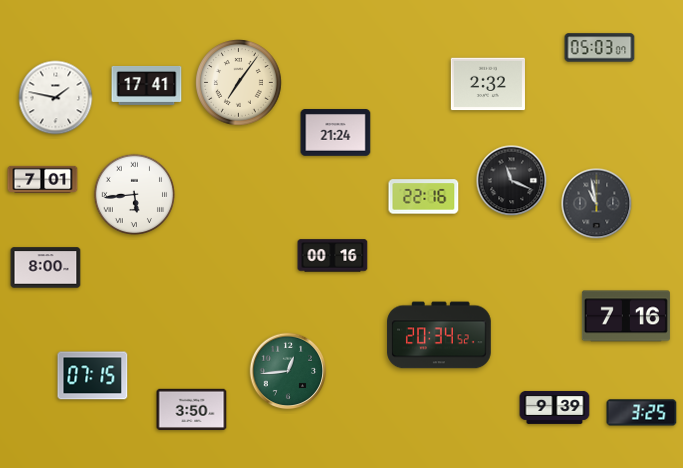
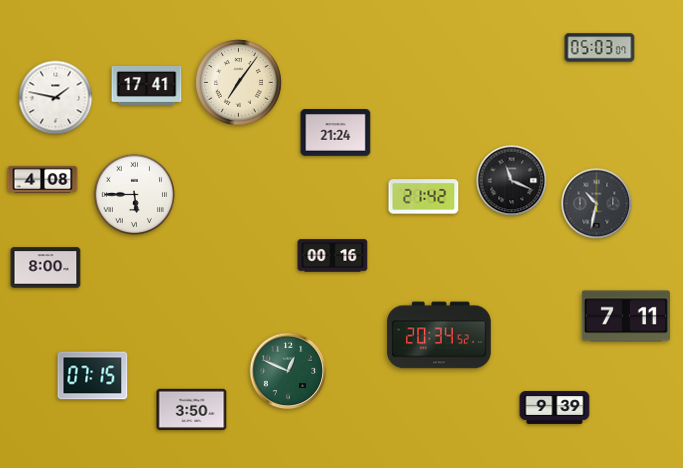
clock at (488, 84): 2:32 -> none
clock at (43, 179): 7:01 -> 4:08
clock at (135, 195): 5:44 -> 5:45
clock at (424, 197): 22:16 -> 21:42
clock at (597, 204): 10:58 -> 10:32
clock at (626, 316): 7:16 -> 7:11
clock at (288, 371): 12:44 -> 12:49
clock at (642, 413): 3:25 -> none
